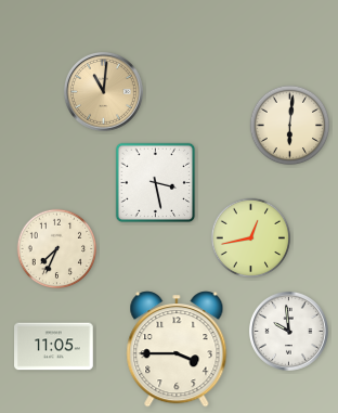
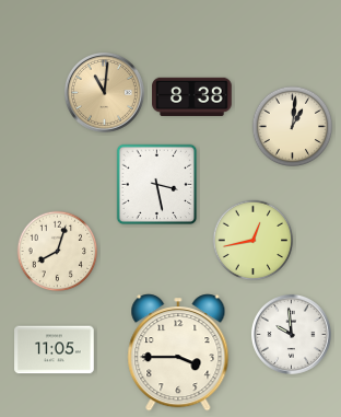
clock at (192, 96): none -> 8:38
clock at (290, 126): 6:01 -> 1:01
clock at (57, 249): 7:34 -> 8:03
